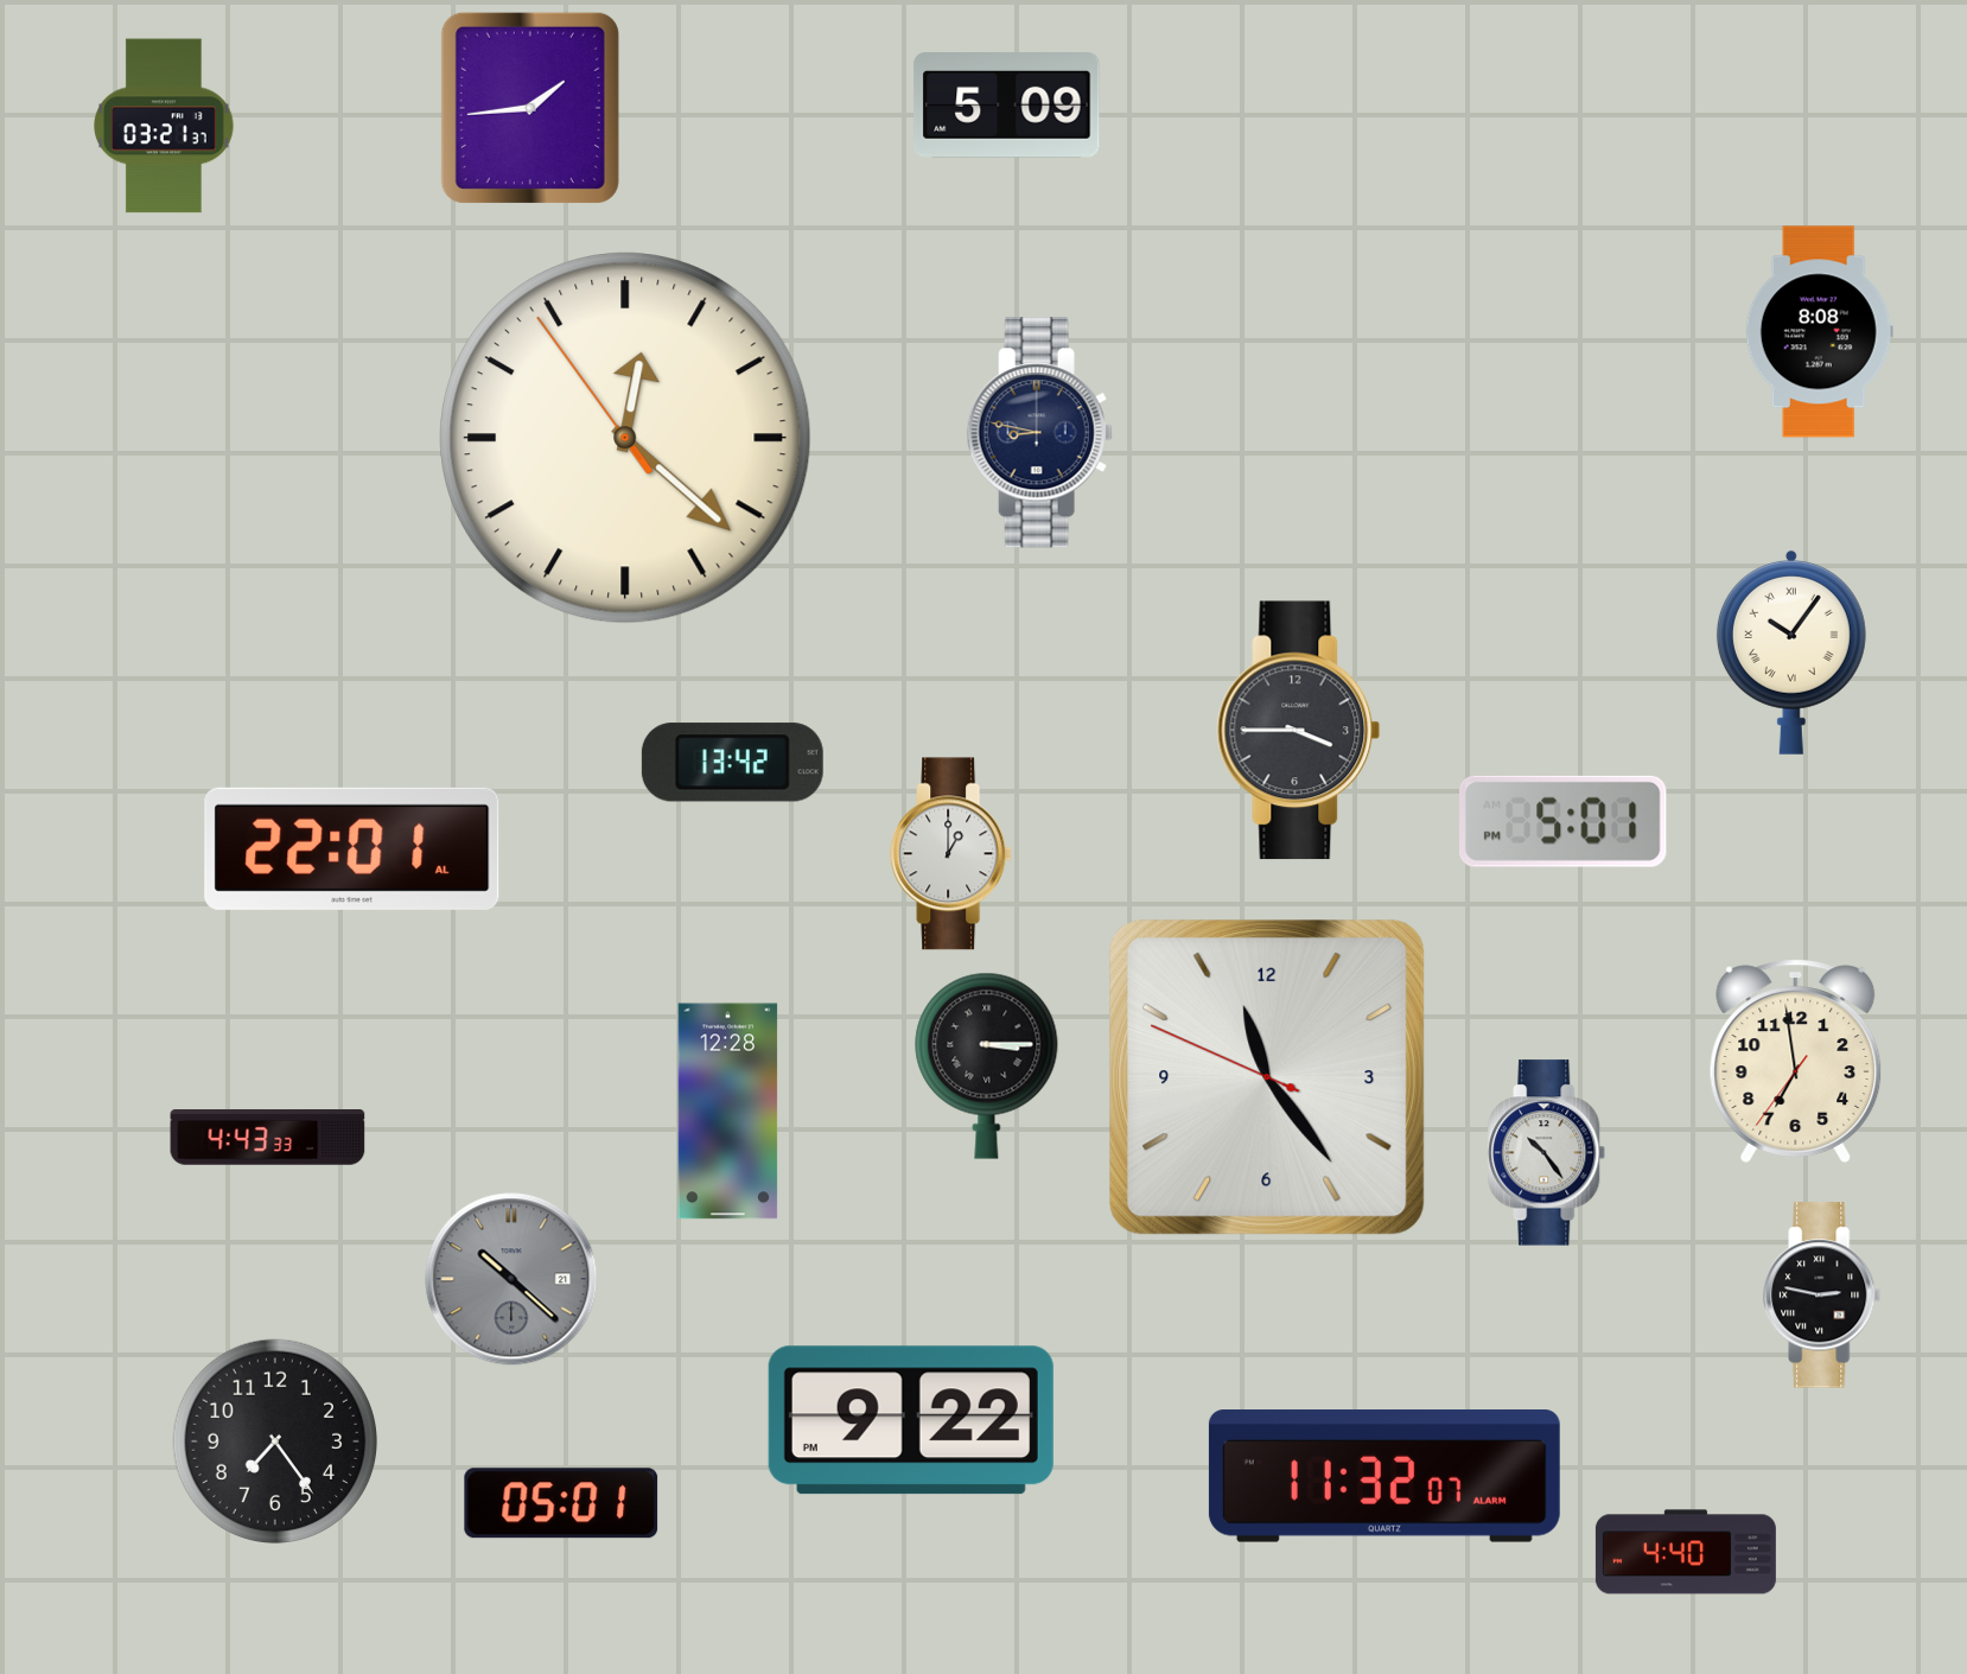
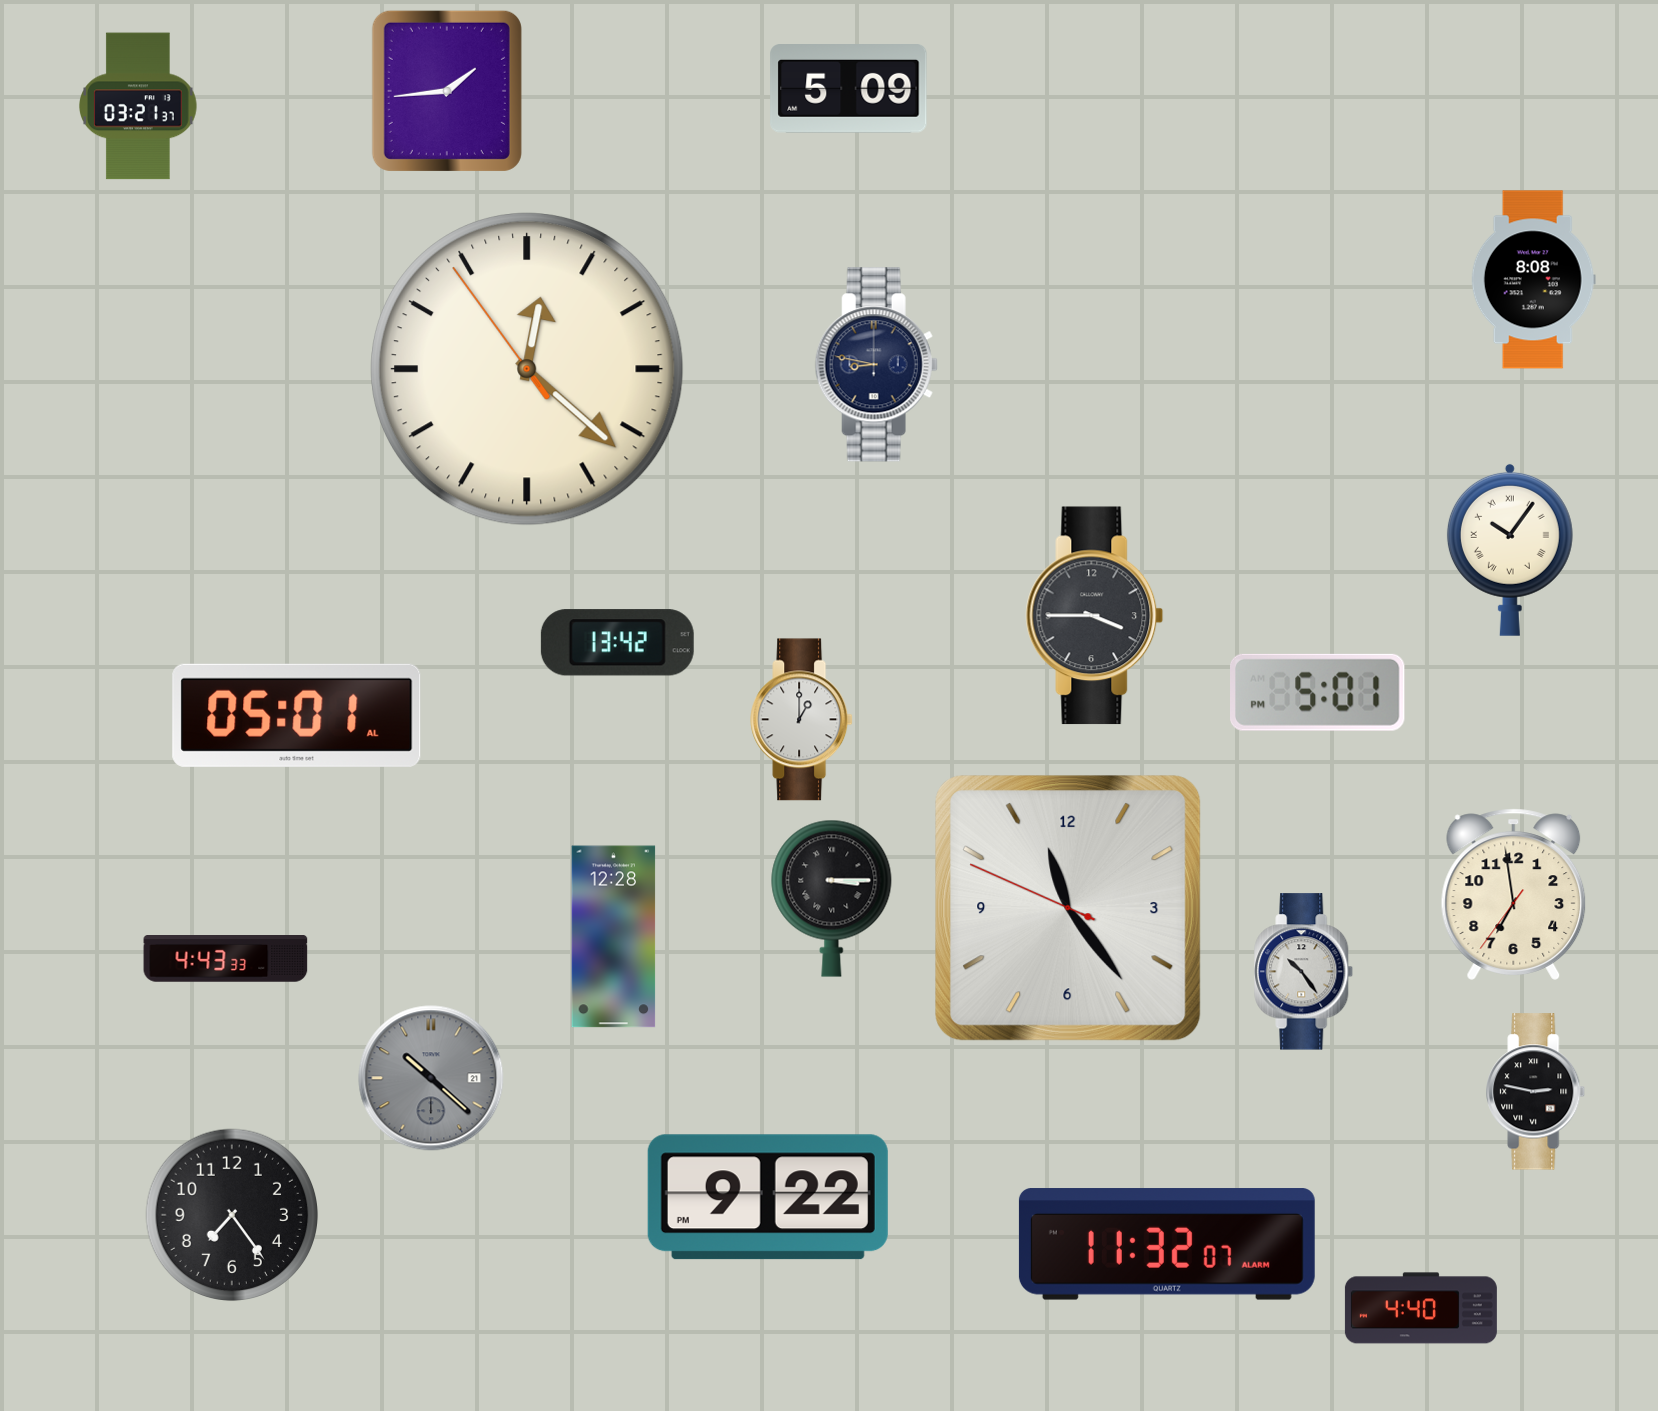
clock at (352, 848): 22:01 -> 05:01
clock at (561, 1503): 05:01 -> none
